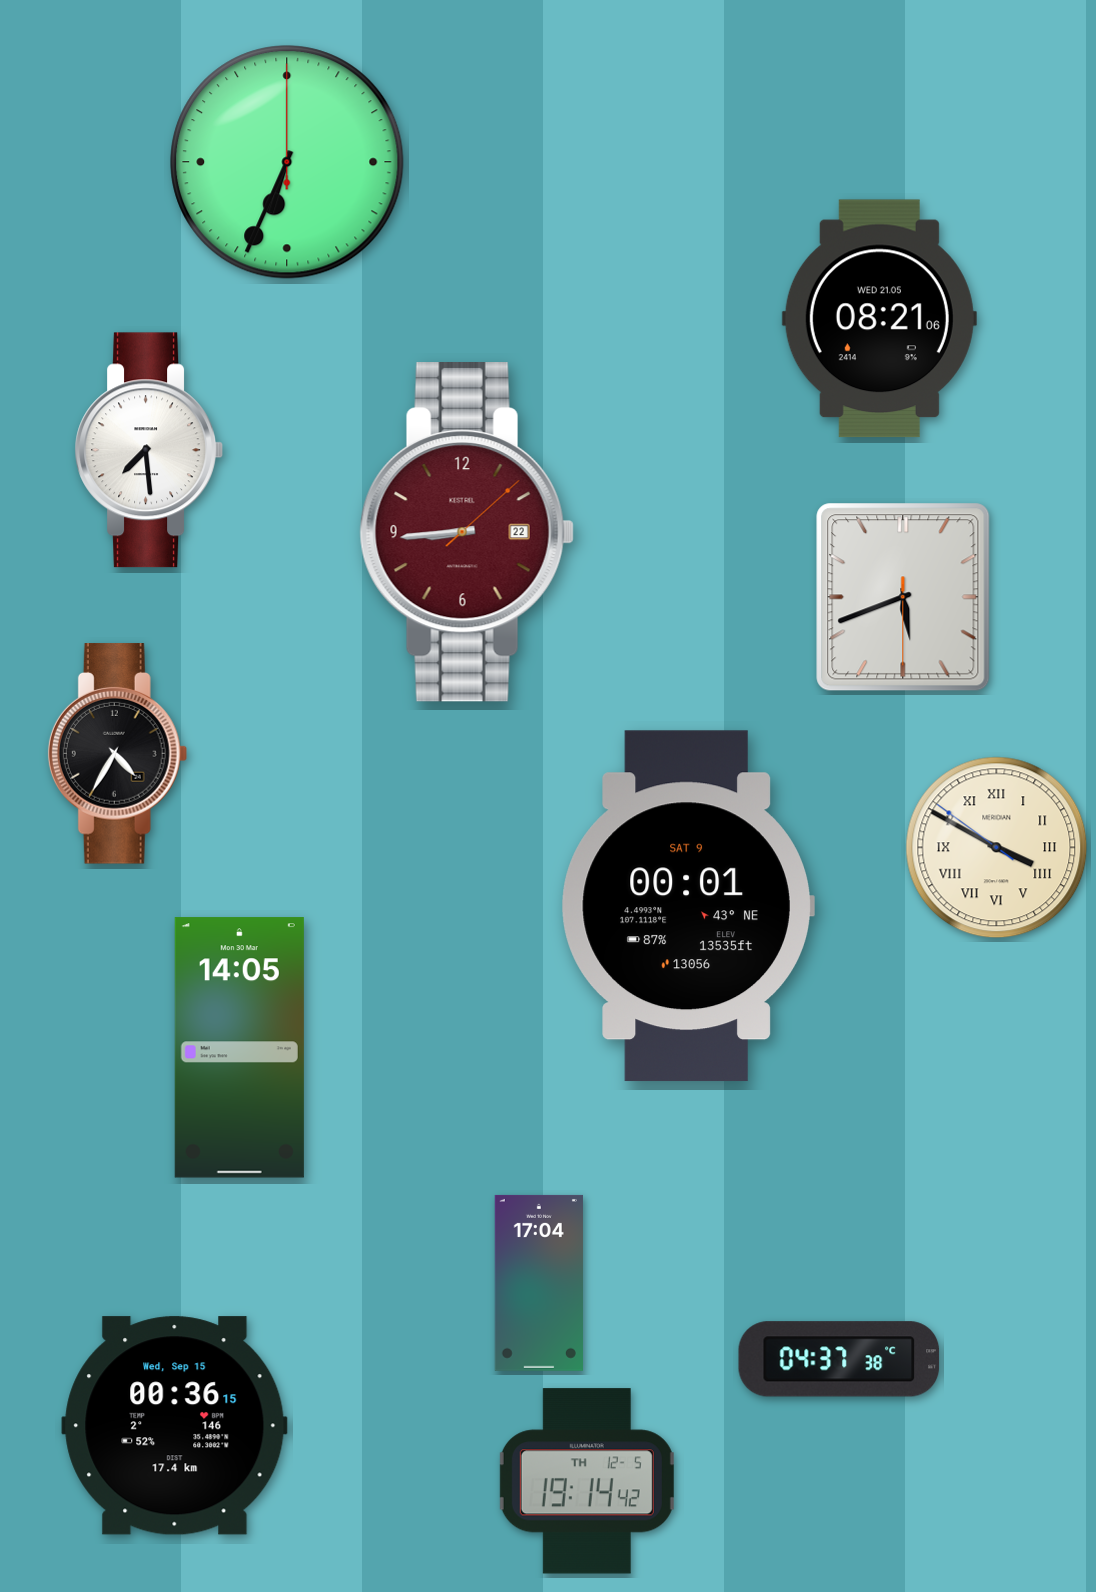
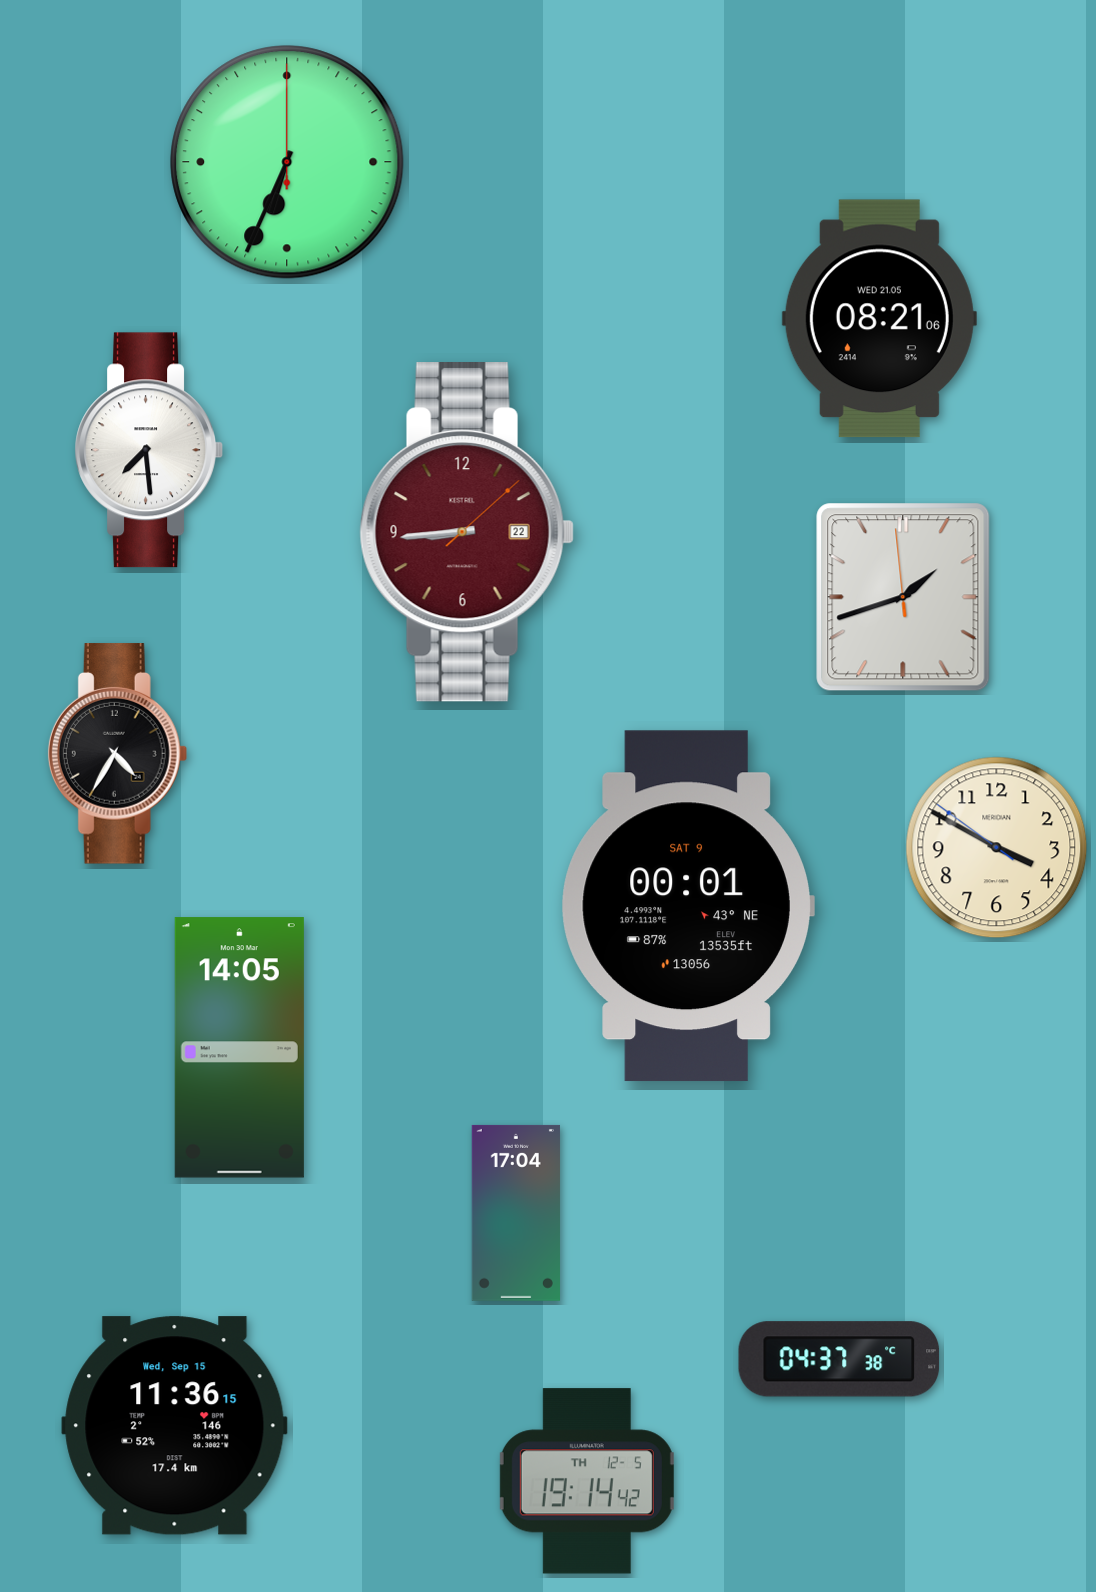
clock at (903, 597): 5:41 -> 1:41
clock at (997, 848) numerals: Roman -> Arabic
clock at (539, 1283) position: (539, 1283) -> (516, 1213)
clock at (175, 1426): 00:36 -> 11:36
